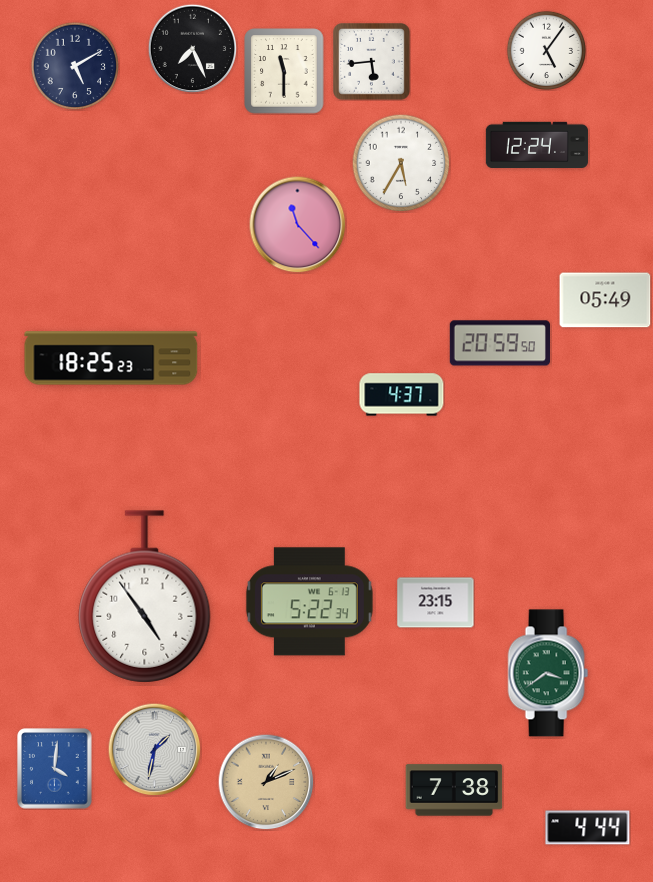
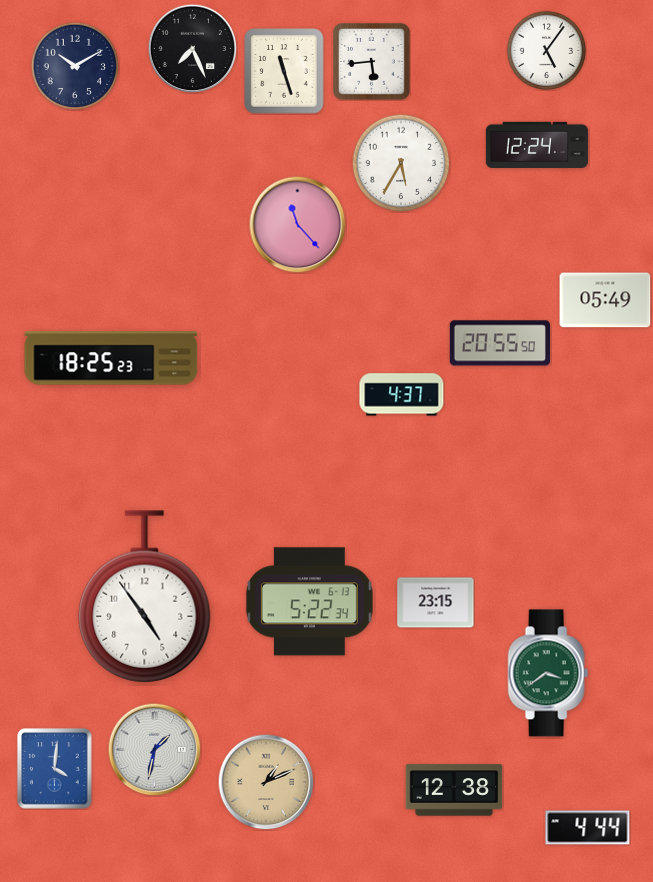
clock at (75, 66): 5:10 -> 10:10
clock at (284, 71): 11:30 -> 11:27
clock at (499, 343): 20:59 -> 20:55
clock at (454, 790): 7:38 -> 12:38
